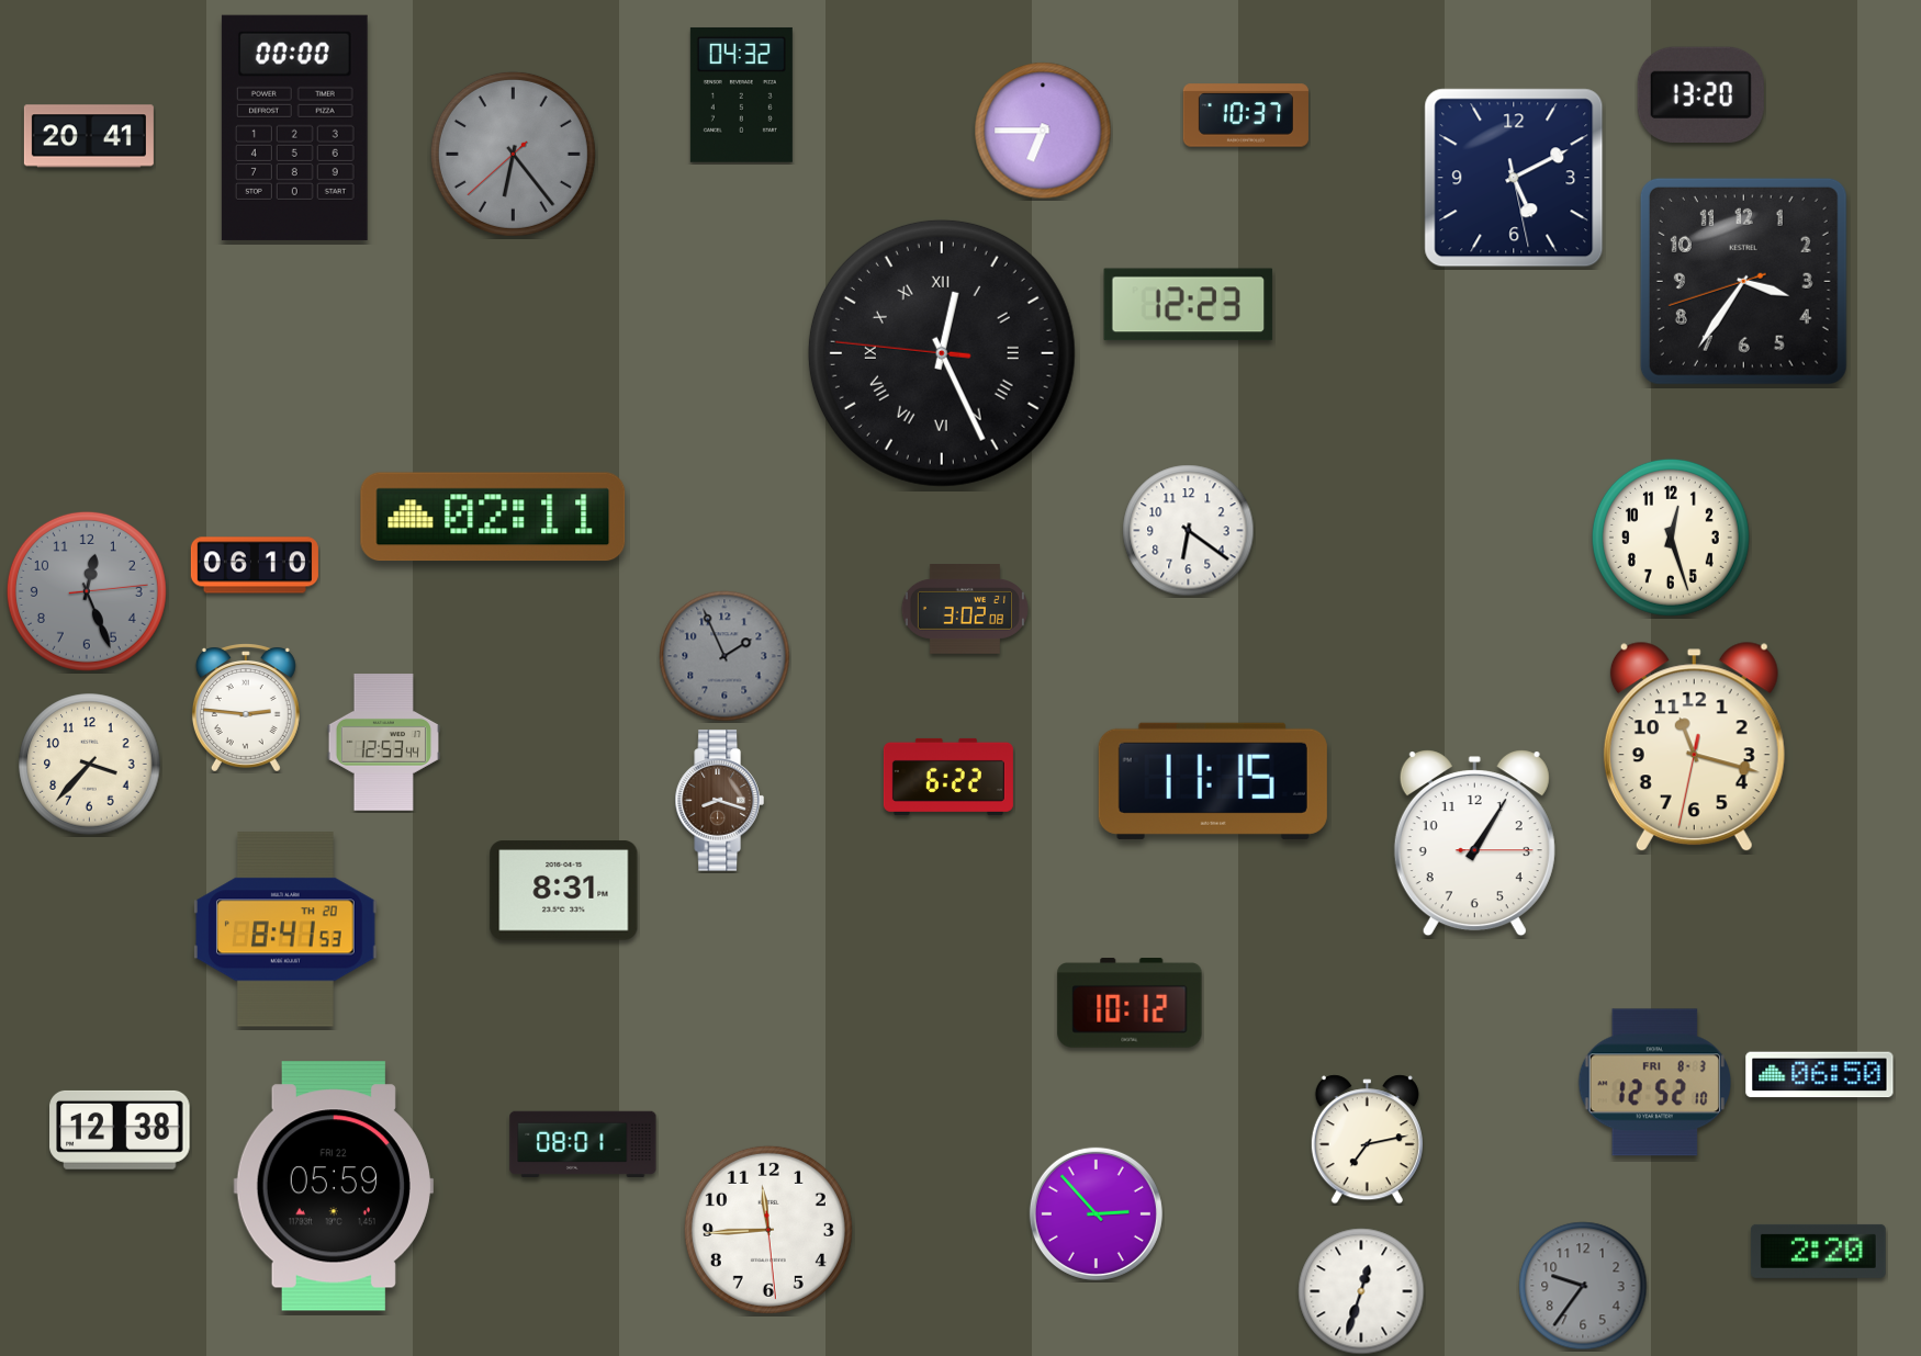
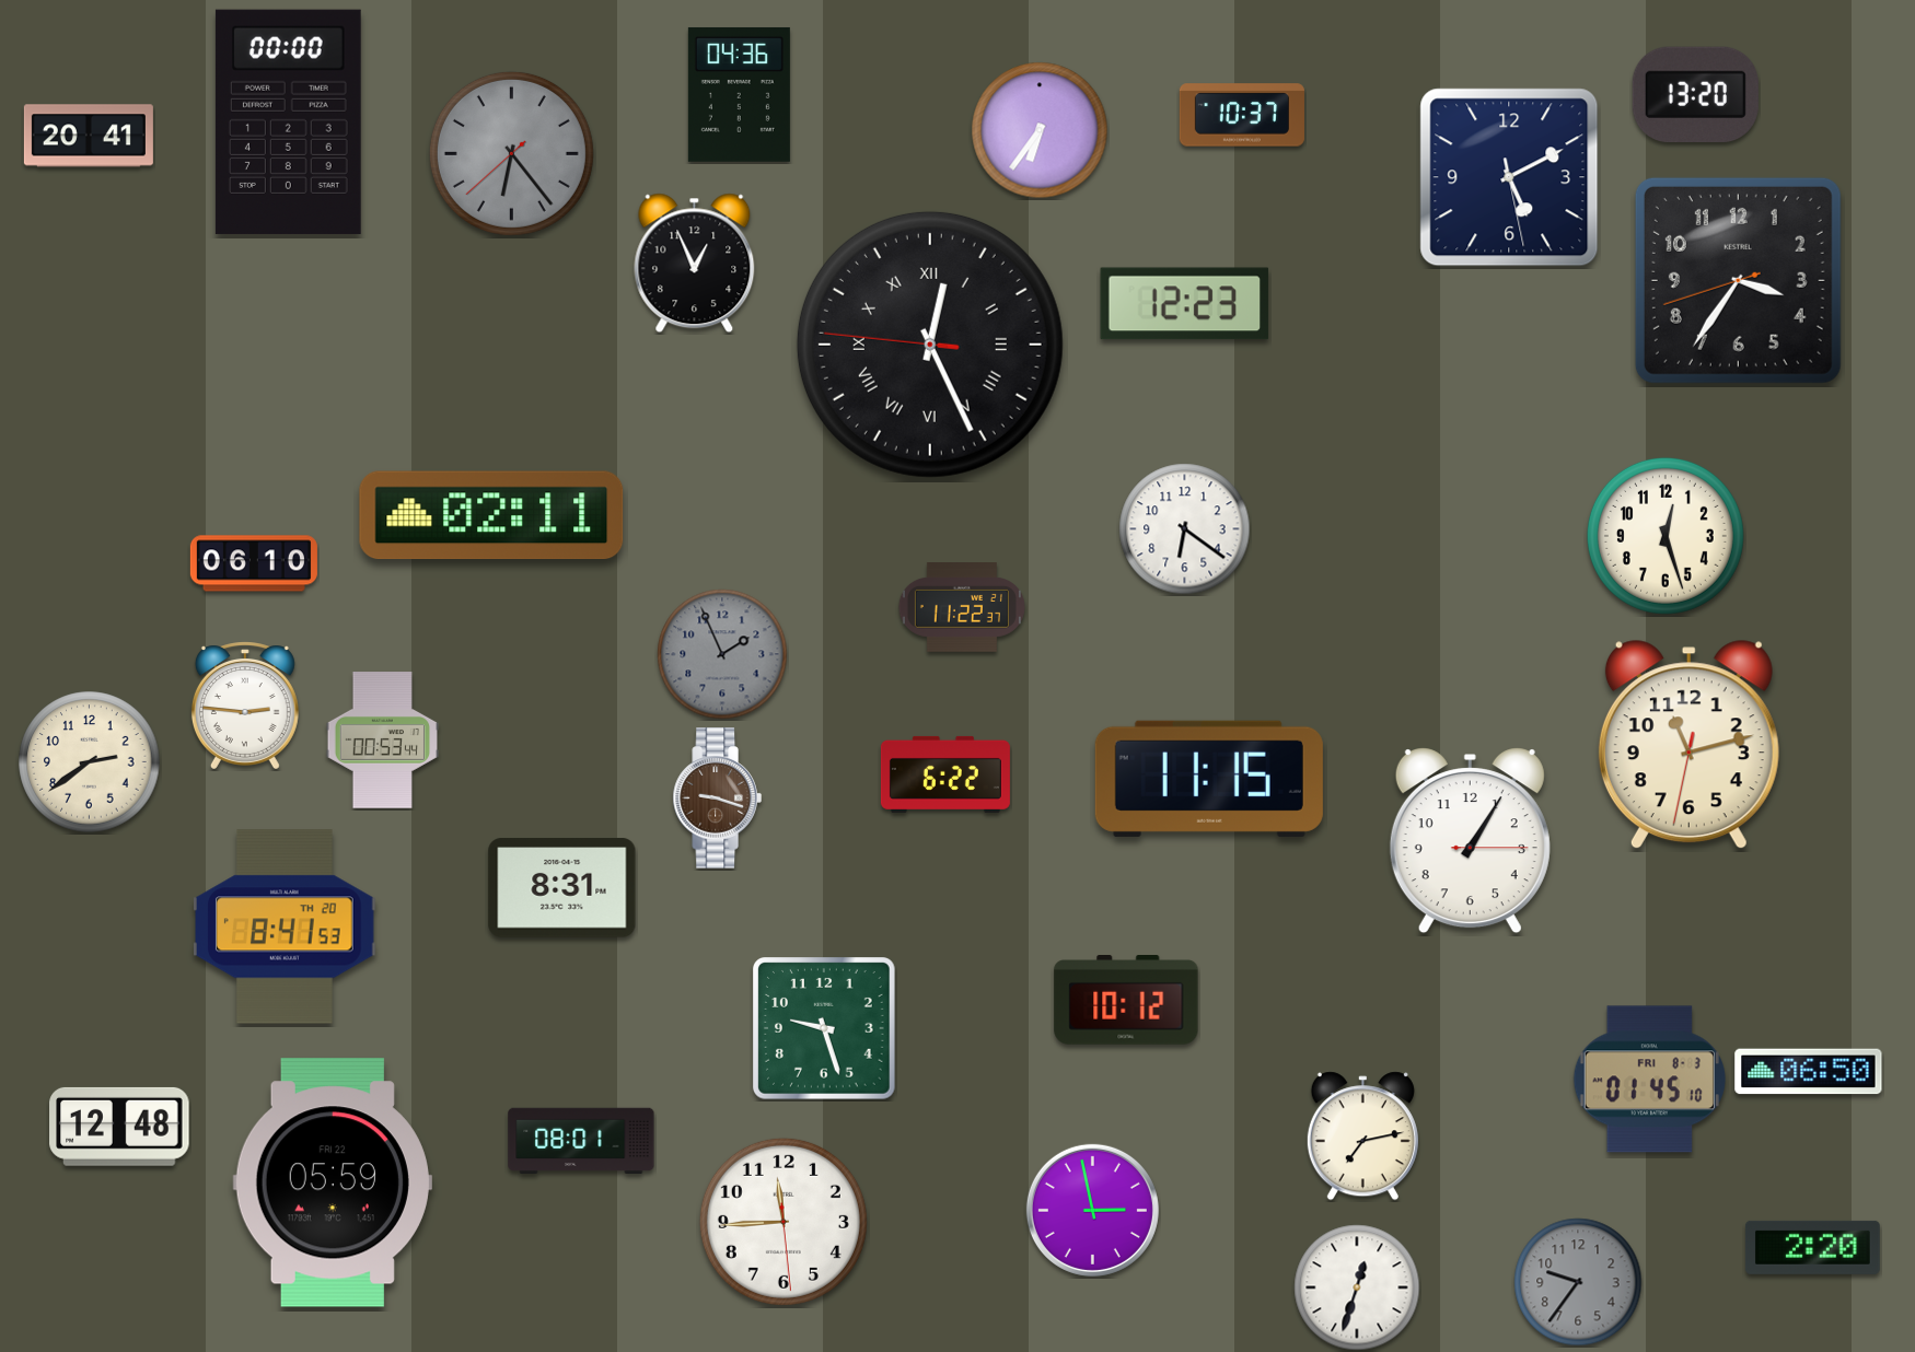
clock at (741, 94): 04:32 -> 04:36
clock at (294, 127) position: (294, 127) -> (288, 121)
clock at (1043, 131): 6:45 -> 6:36
clock at (695, 264): none -> 12:56
clock at (942, 353) position: (942, 353) -> (930, 345)
clock at (87, 591): 12:26 -> none
clock at (965, 610): 3:02 -> 11:22
clock at (383, 743): 12:53 -> 00:53
clock at (1694, 747): 11:17 -> 11:12
clock at (90, 765): 3:37 -> 2:39
clock at (719, 801): 8:18 -> 9:18
clock at (825, 1029): none -> 9:27
clock at (1820, 1075) position: (1820, 1075) -> (1809, 1072)
clock at (1654, 1083): 12:52 -> 01:45
clock at (120, 1130): 12:38 -> 12:48
clock at (1096, 1213): 2:53 -> 2:58
clock at (768, 1230) position: (768, 1230) -> (784, 1222)
